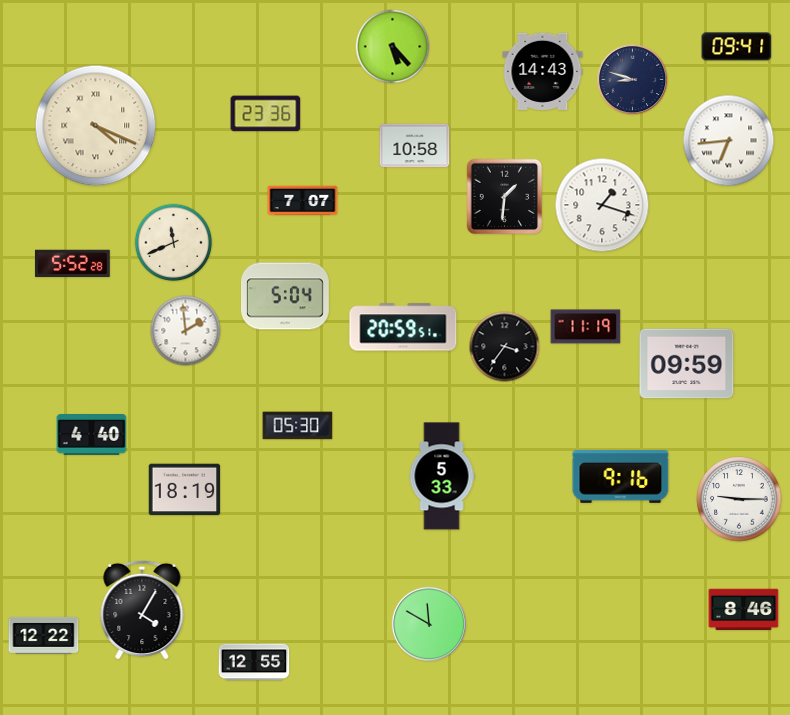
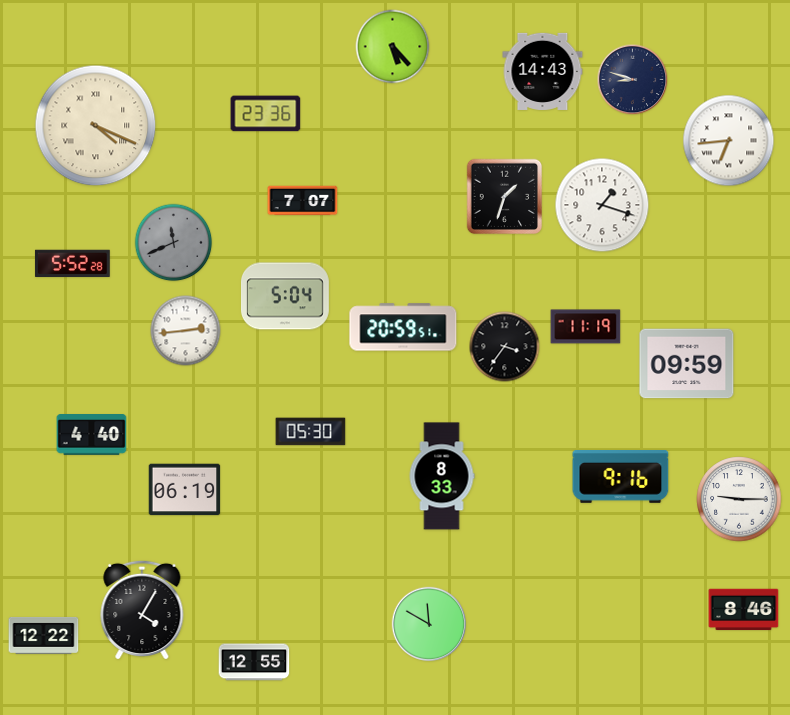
clock at (737, 47): 09:41 -> none
clock at (415, 146): 10:58 -> none
clock at (505, 197): 1:31 -> 1:33
clock at (174, 243) dial: cream -> grey
clock at (186, 331): 1:59 -> 2:44
clock at (298, 426) position: (298, 426) -> (311, 432)
clock at (442, 476): 5:33 -> 8:33
clock at (185, 490): 18:19 -> 06:19
